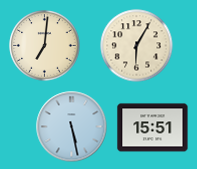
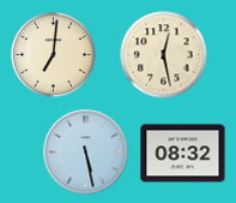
clock at (137, 46): 6:05 -> 12:28
clock at (153, 128): 15:51 -> 08:32
